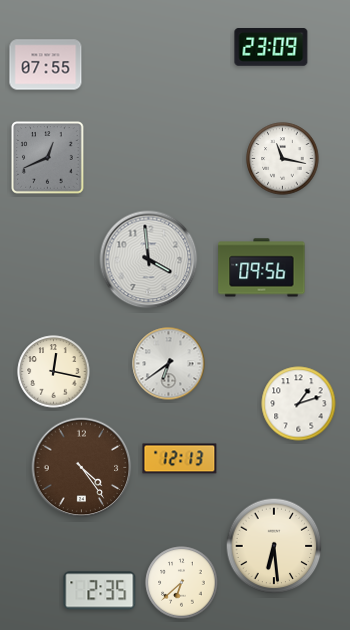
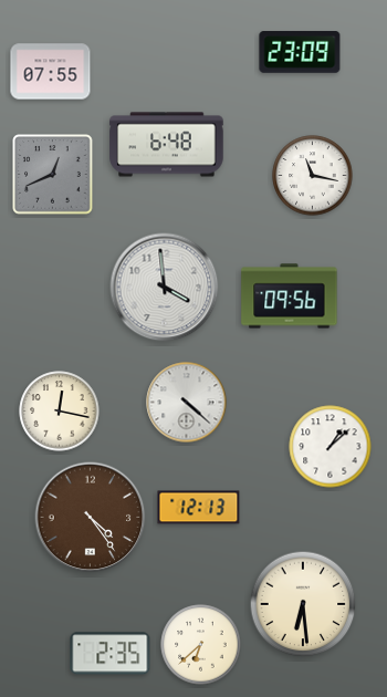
clock at (167, 145): none -> 6:48
clock at (169, 364): 6:39 -> 4:22
clock at (299, 404): 1:12 -> 1:08
